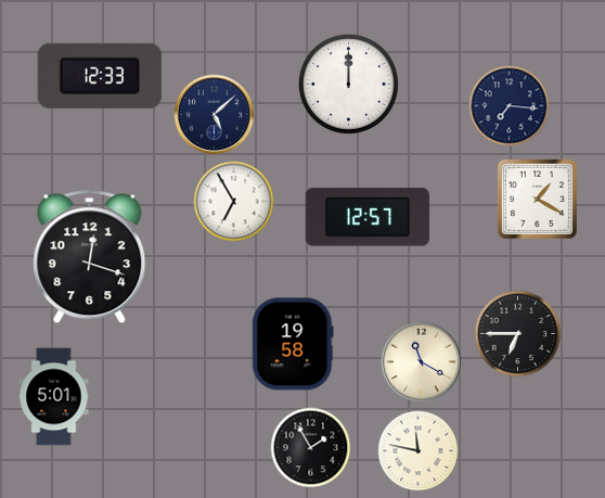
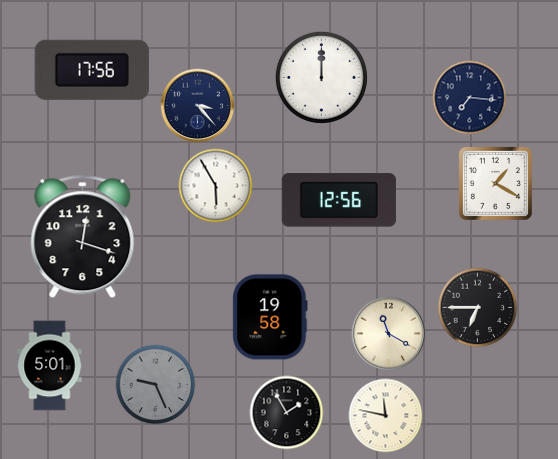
clock at (100, 76): 12:33 -> 17:56
clock at (215, 115): 5:08 -> 3:23
clock at (234, 202): 6:55 -> 5:55
clock at (368, 217): 12:57 -> 12:56
clock at (156, 385): none -> 9:26
